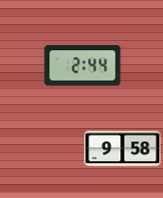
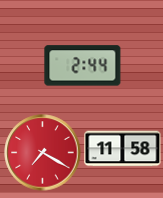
clock at (123, 149): 9:58 -> 11:58
clock at (43, 153): none -> 7:20
